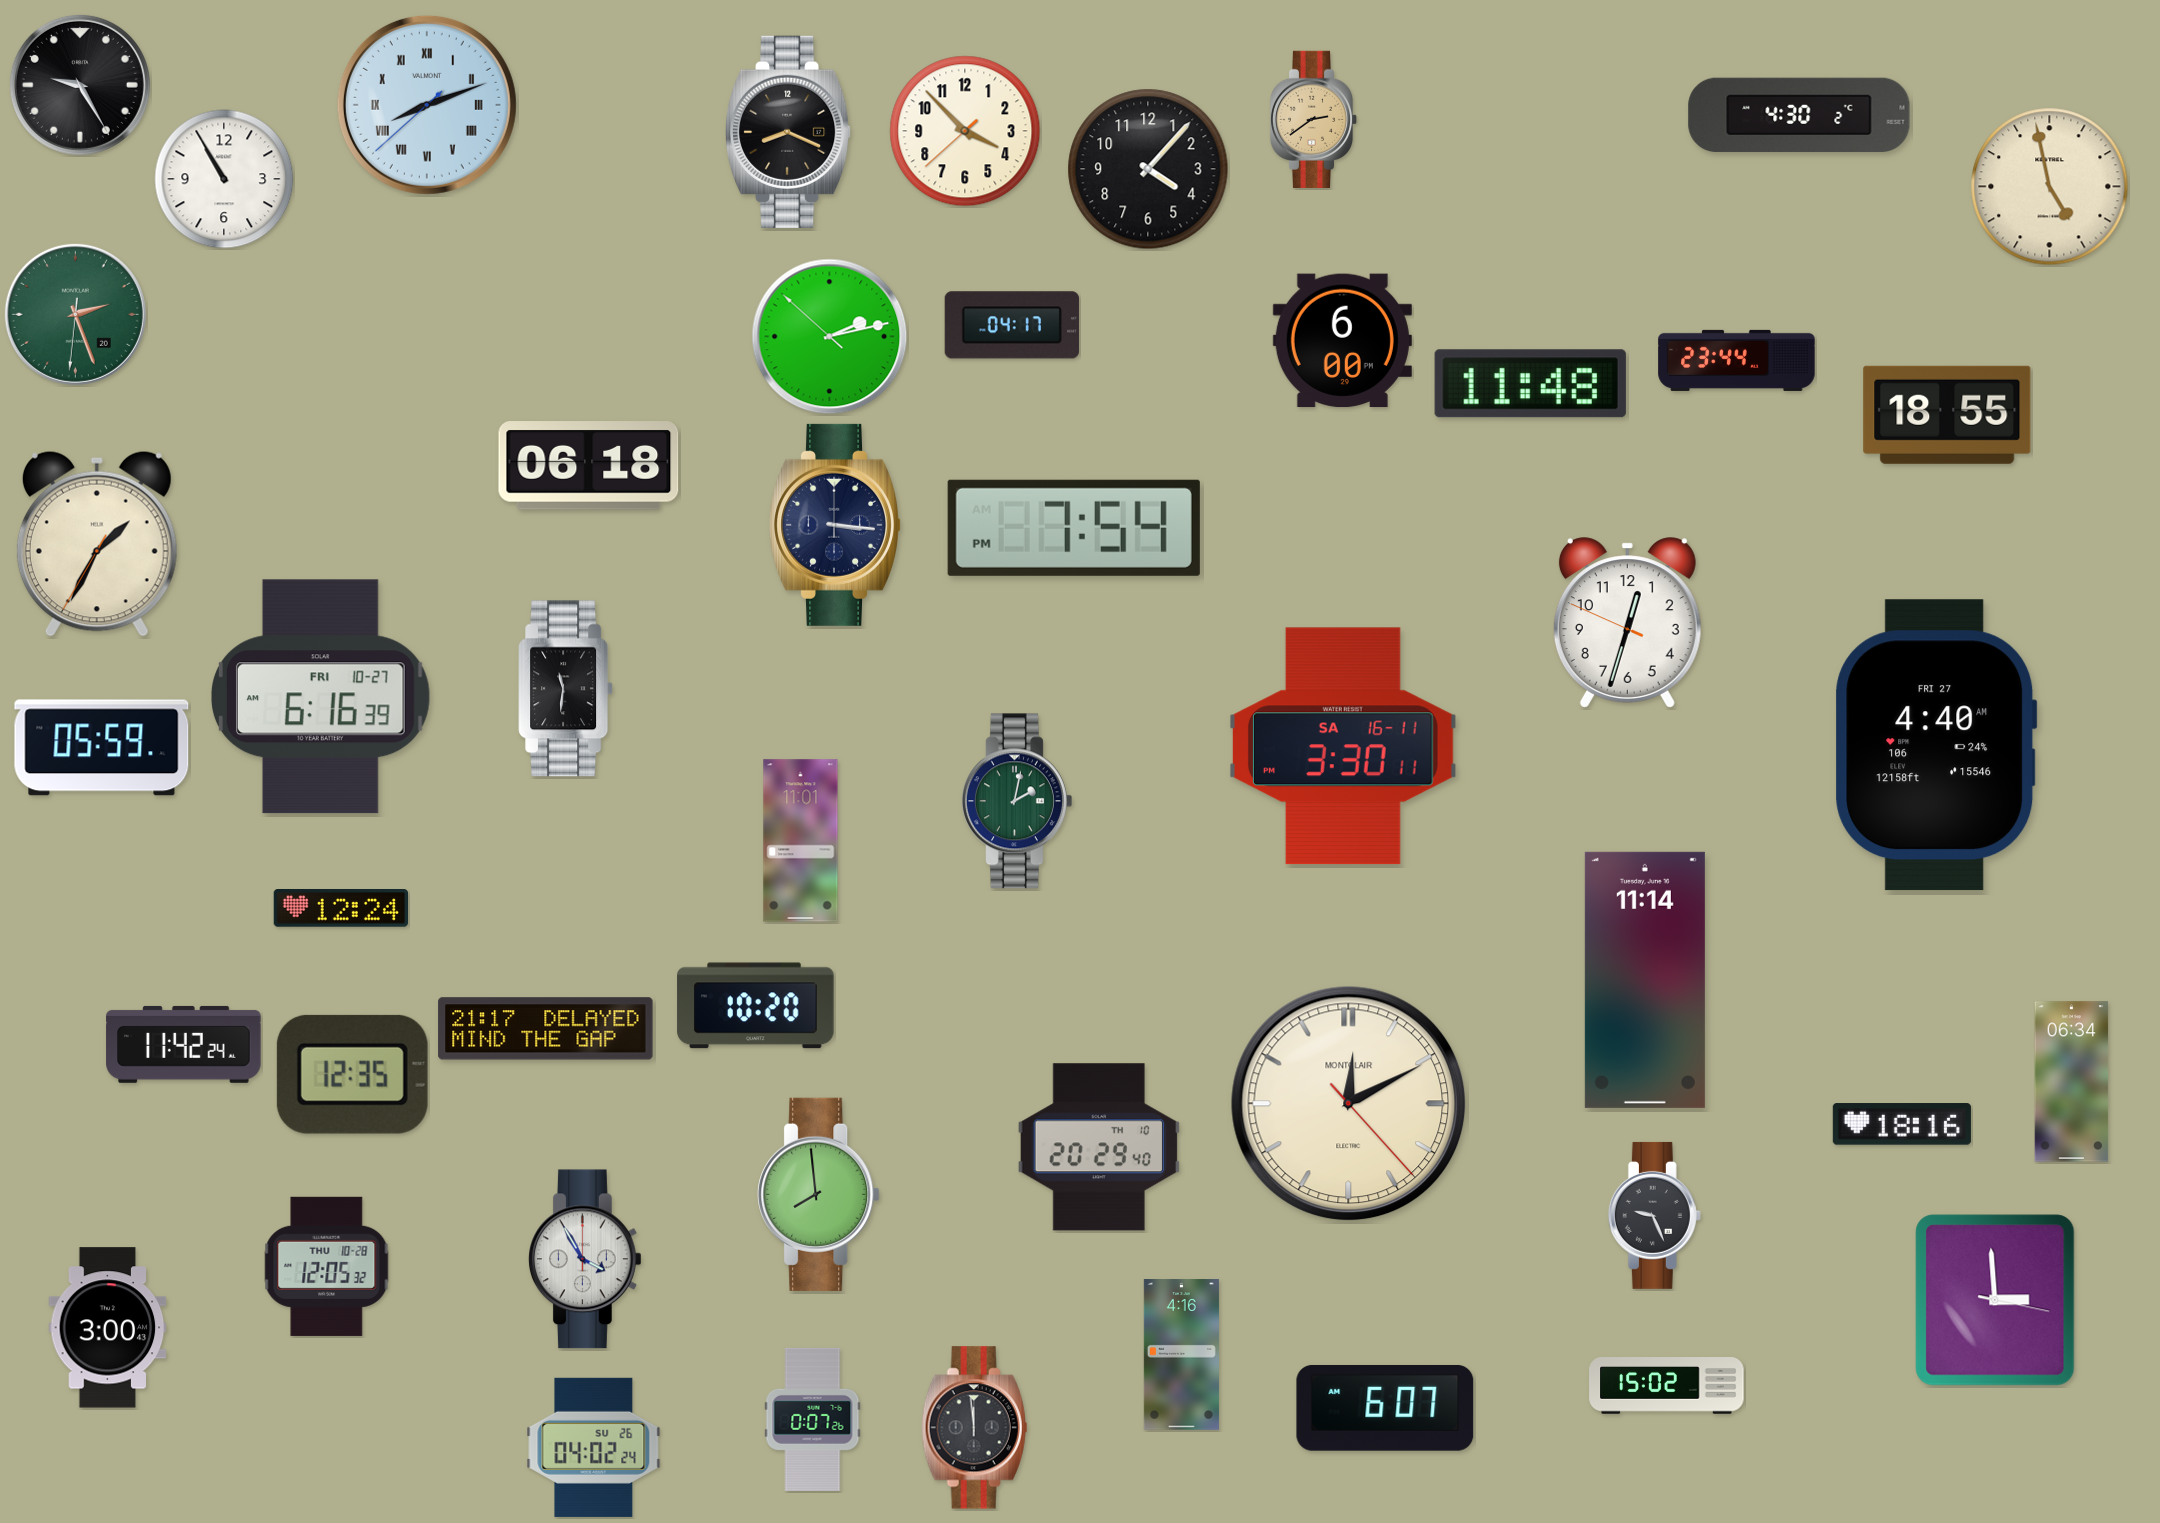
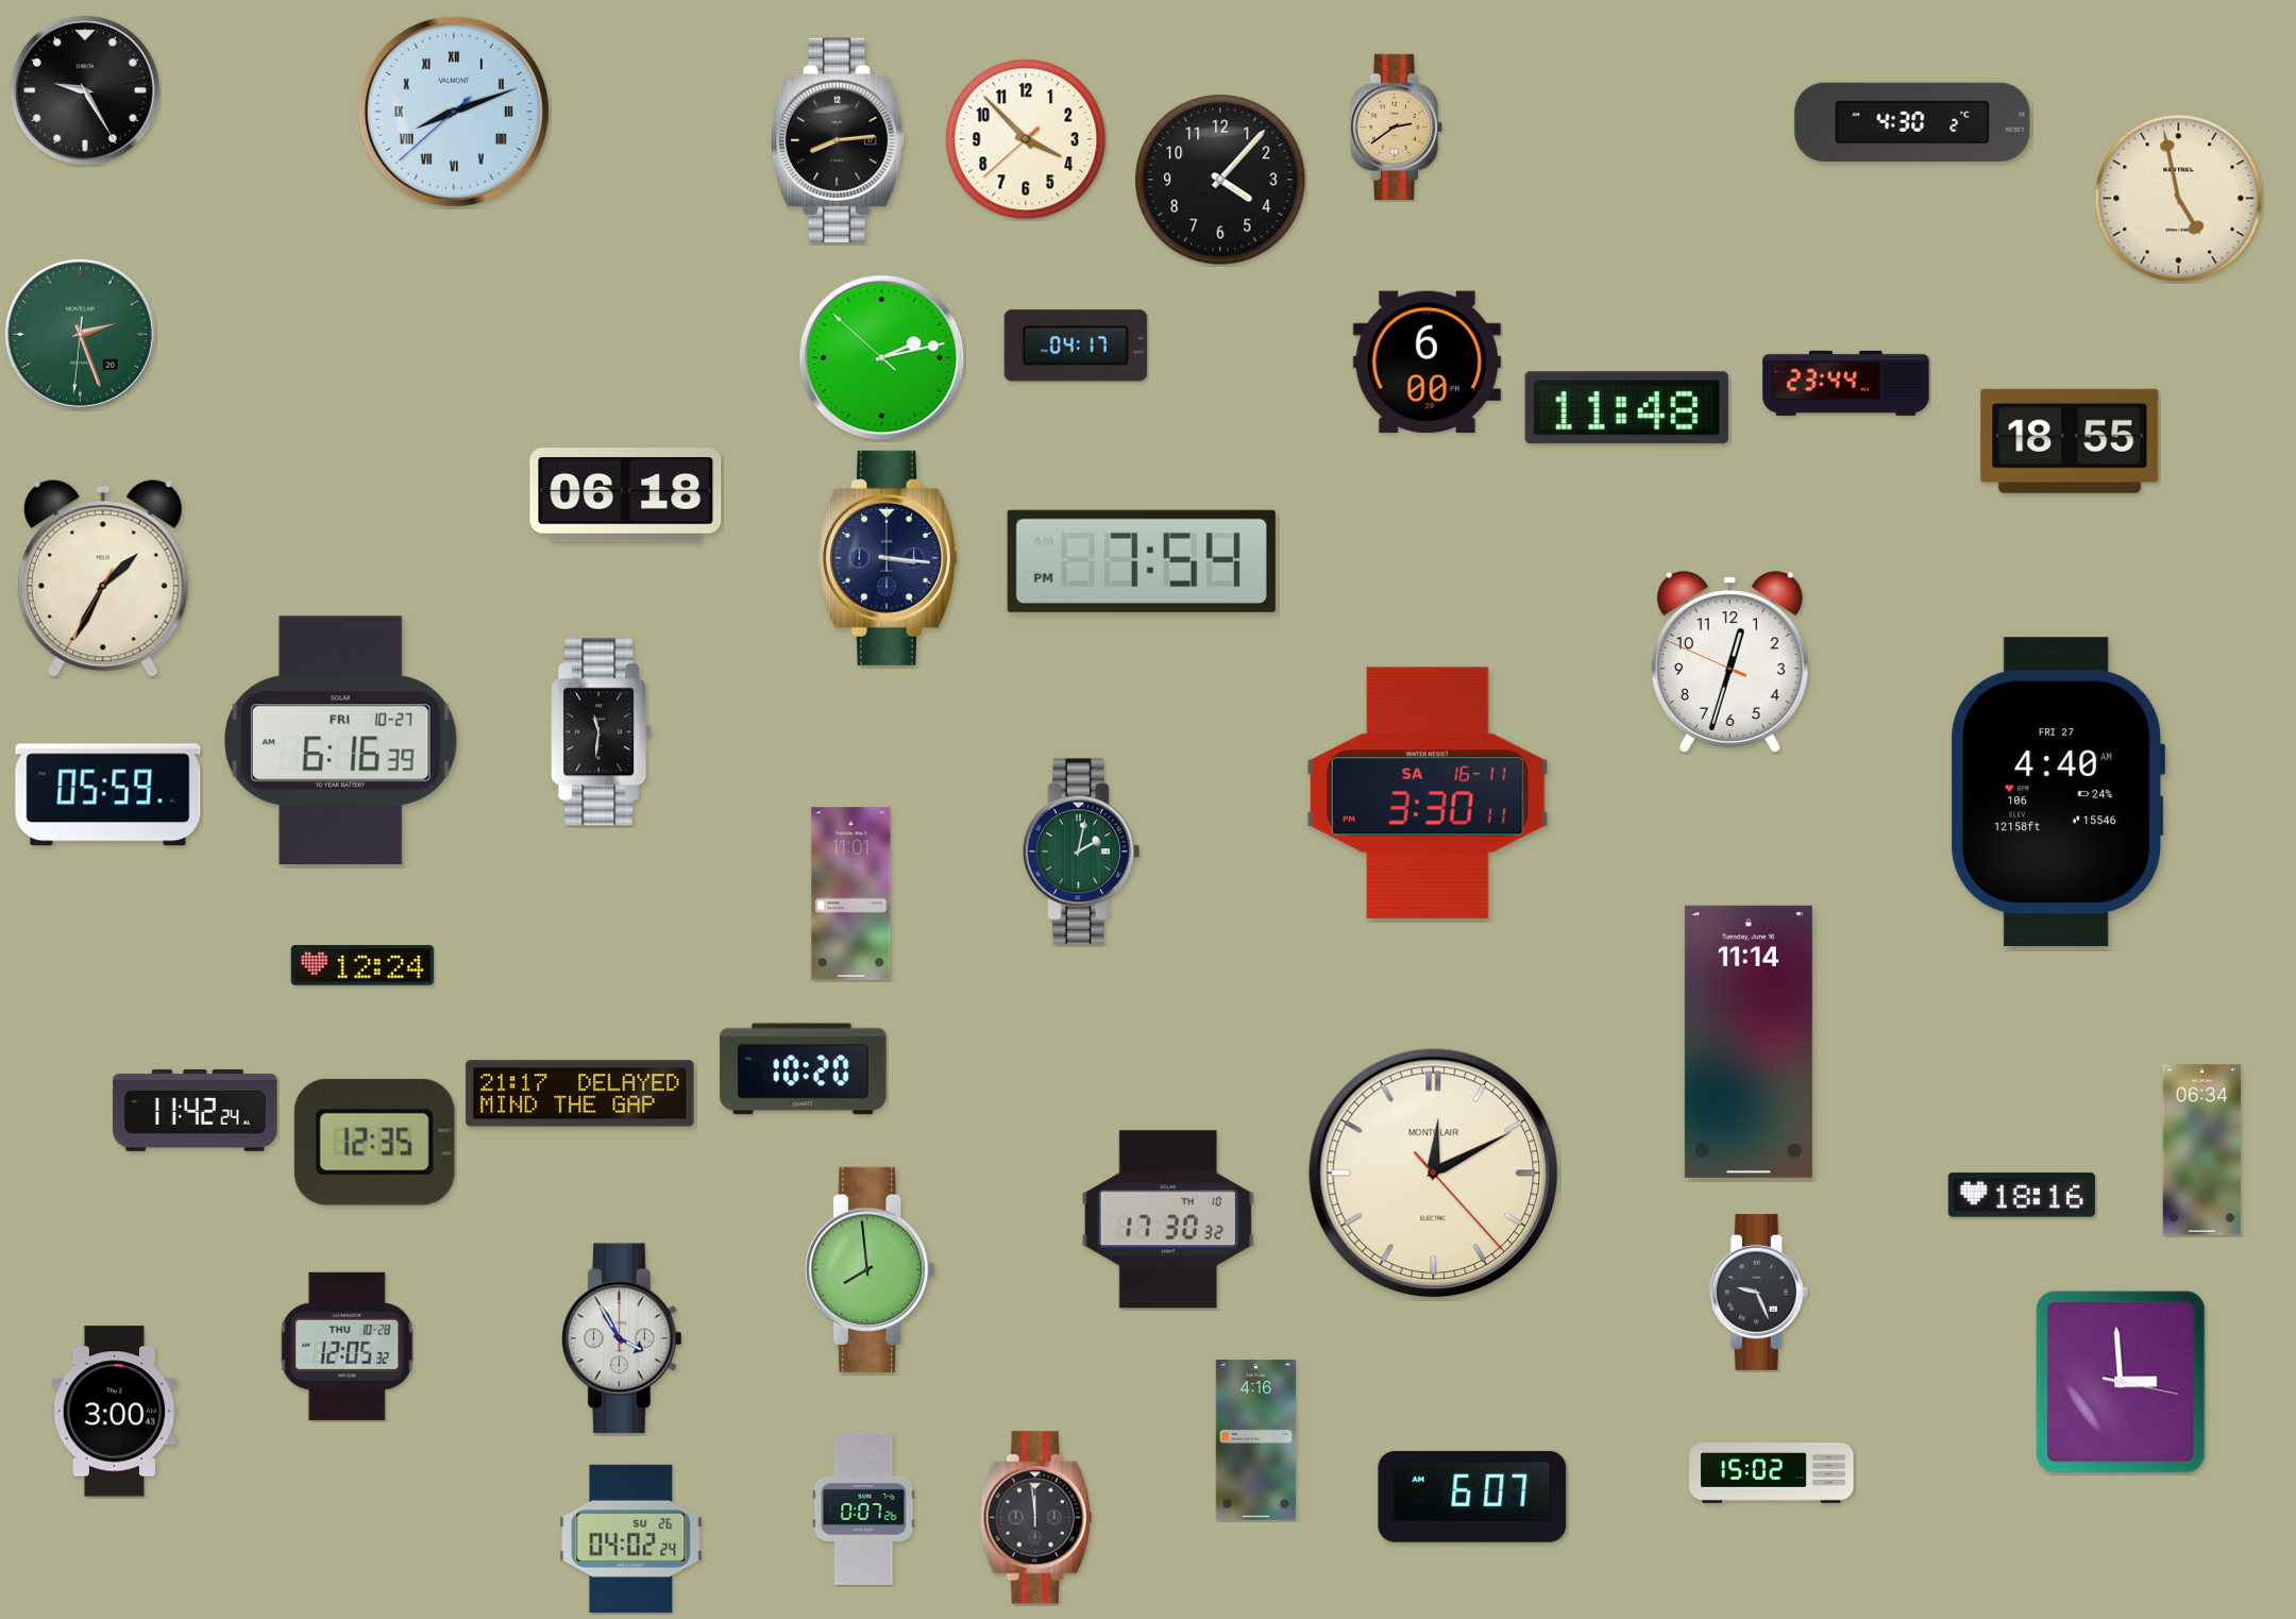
clock at (788, 132): 8:19 -> 8:14
clock at (224, 179): 10:55 -> none
clock at (1098, 1147): 20:29 -> 17:30
